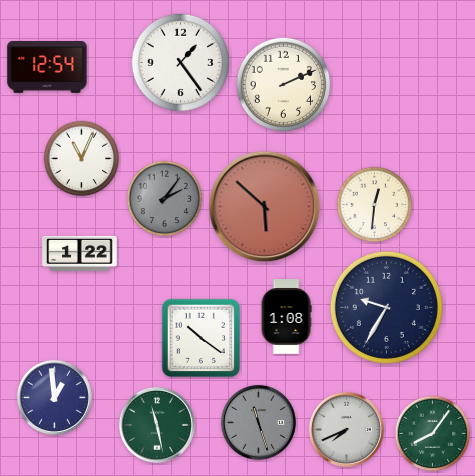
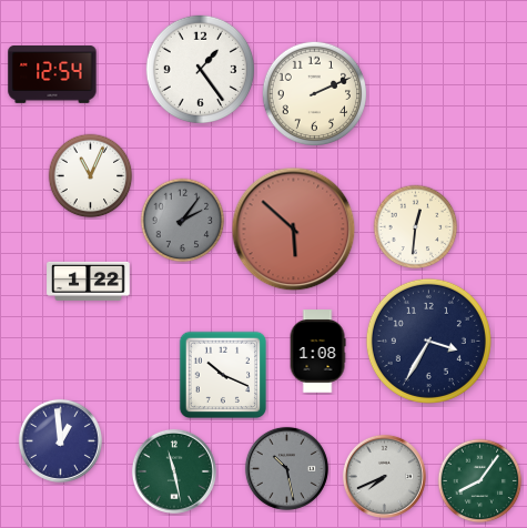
clock at (386, 307): 9:35 -> 3:35
clock at (201, 338): 10:21 -> 10:19
clock at (258, 422): 11:27 -> 10:28
